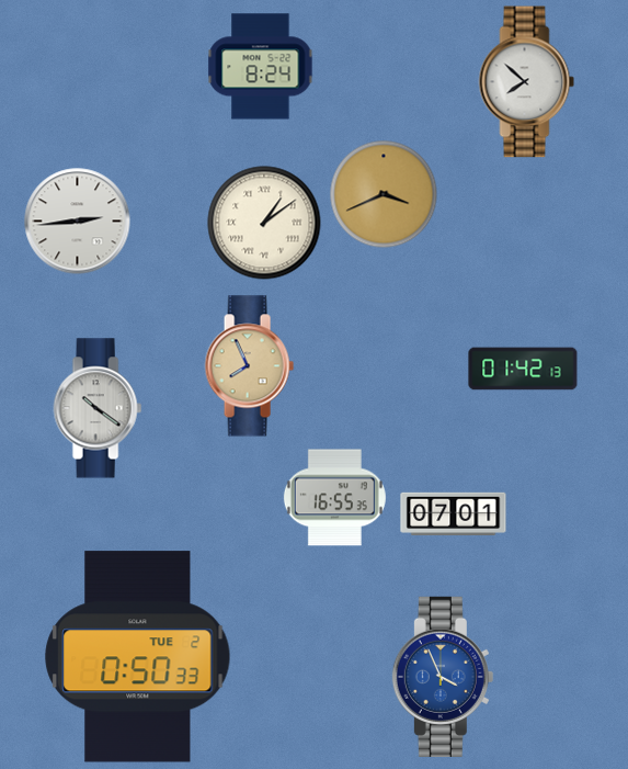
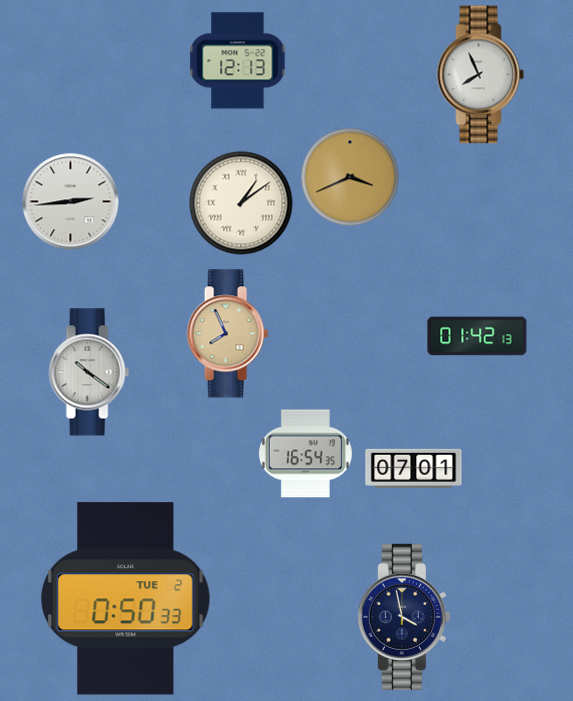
clock at (261, 67): 8:24 -> 12:13
clock at (527, 82): 7:52 -> 7:56
clock at (334, 498): 16:55 -> 16:54
clock at (443, 677): 3:56 -> 3:58
clock at (443, 677) dial: blue -> navy
